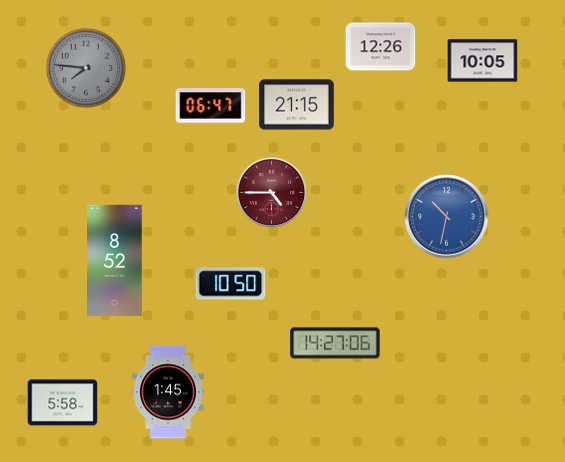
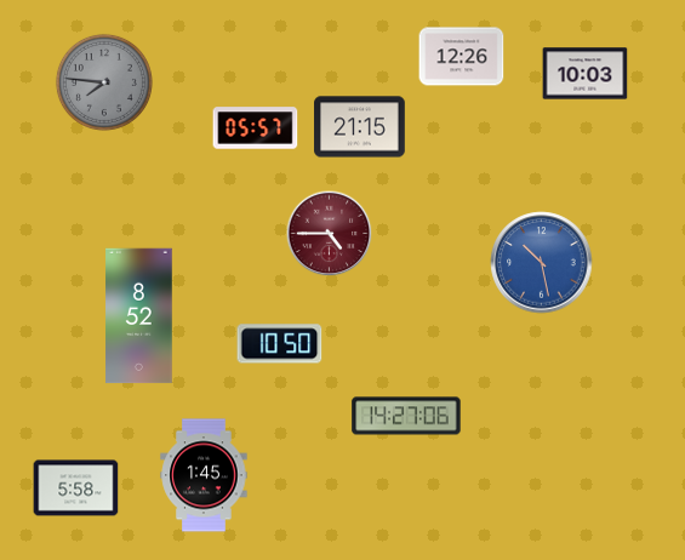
clock at (483, 61): 10:05 -> 10:03
clock at (211, 106): 06:47 -> 05:57
clock at (447, 217): 10:32 -> 10:28
